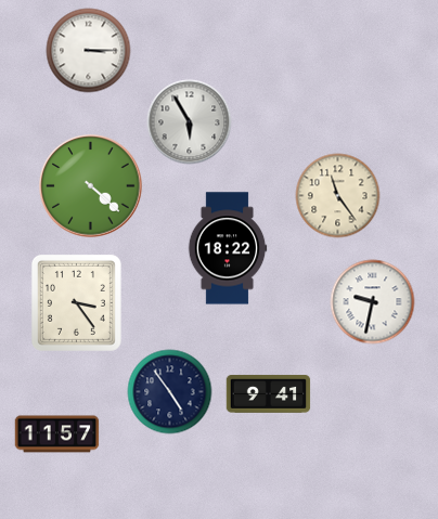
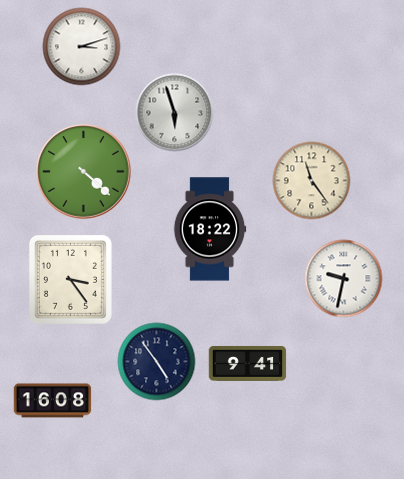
clock at (88, 50): 3:15 -> 3:12
clock at (189, 121): 5:55 -> 5:57
clock at (56, 434): 11:57 -> 16:08
